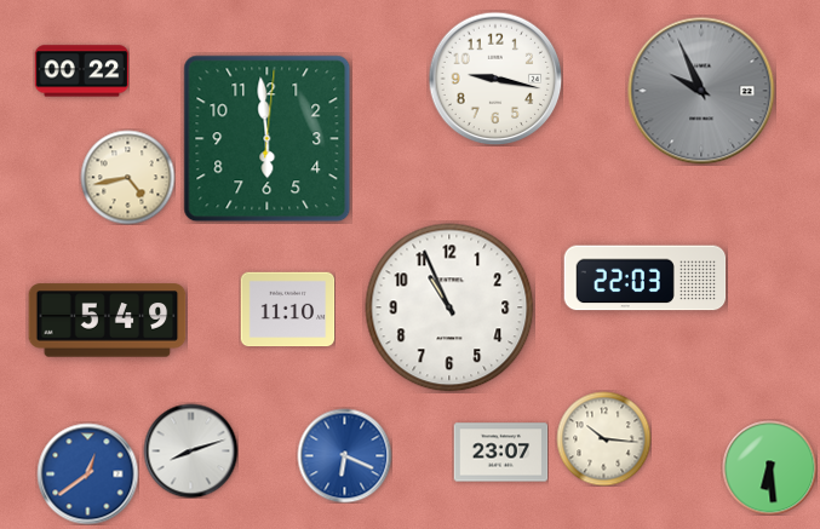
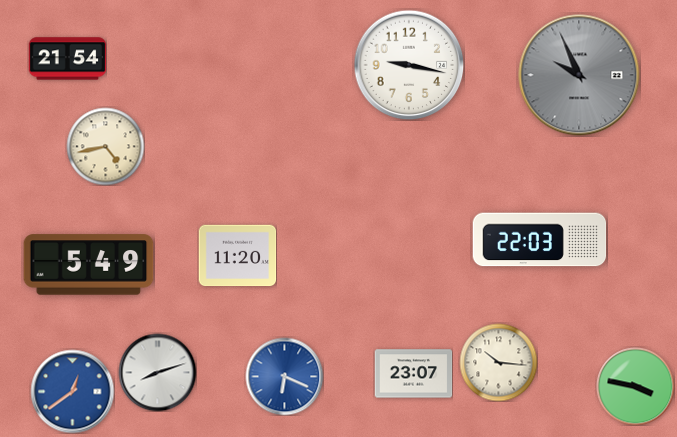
clock at (81, 71): 00:22 -> 21:54
clock at (268, 139): 5:59 -> none
clock at (646, 278) position: (646, 278) -> (540, 240)
clock at (449, 307): 10:56 -> none
clock at (287, 310): 11:10 -> 11:20
clock at (769, 467): 6:29 -> 3:47
